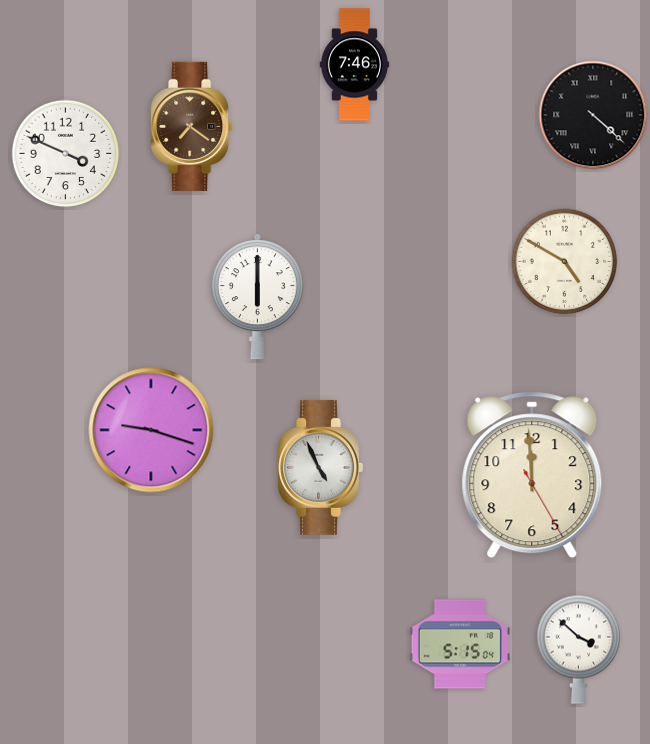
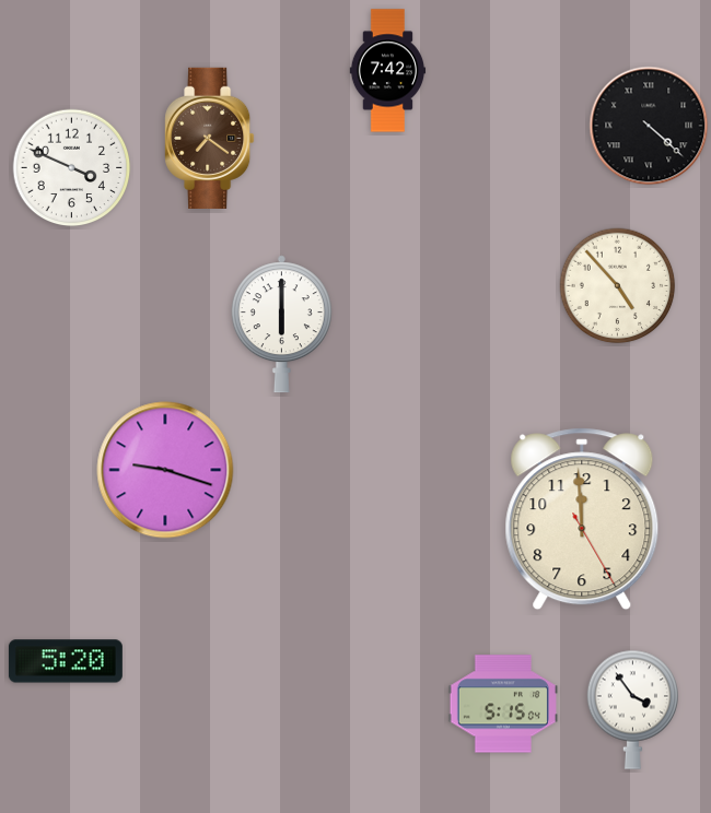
clock at (355, 65): 7:46 -> 7:42
clock at (565, 262): 4:50 -> 4:53
clock at (320, 467): 4:56 -> none
clock at (66, 661): none -> 5:20
clock at (578, 649): 3:52 -> 3:54
